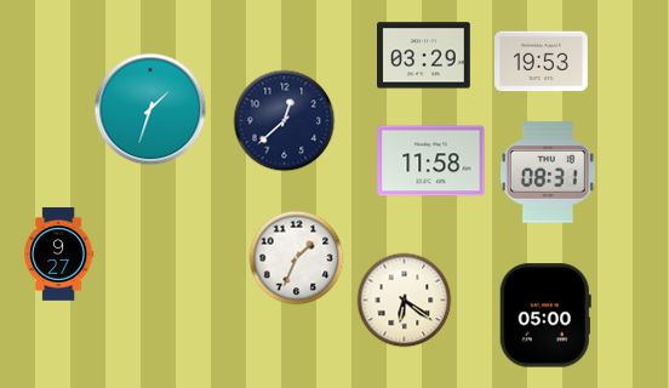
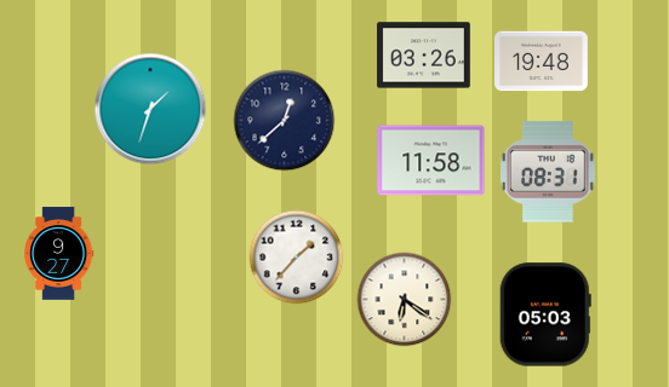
clock at (424, 56): 03:29 -> 03:26
clock at (542, 62): 19:53 -> 19:48
clock at (296, 257): 1:34 -> 1:37
clock at (545, 315): 05:00 -> 05:03
